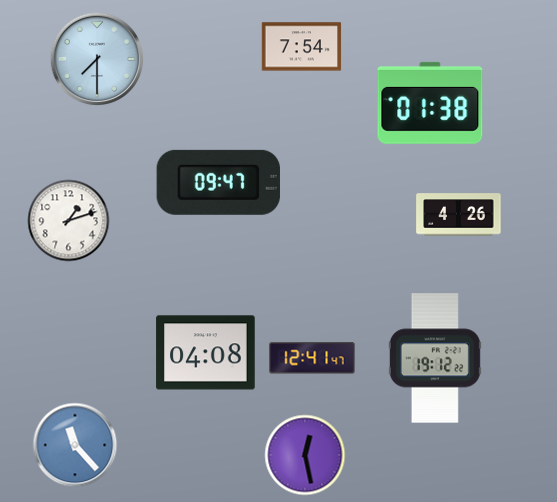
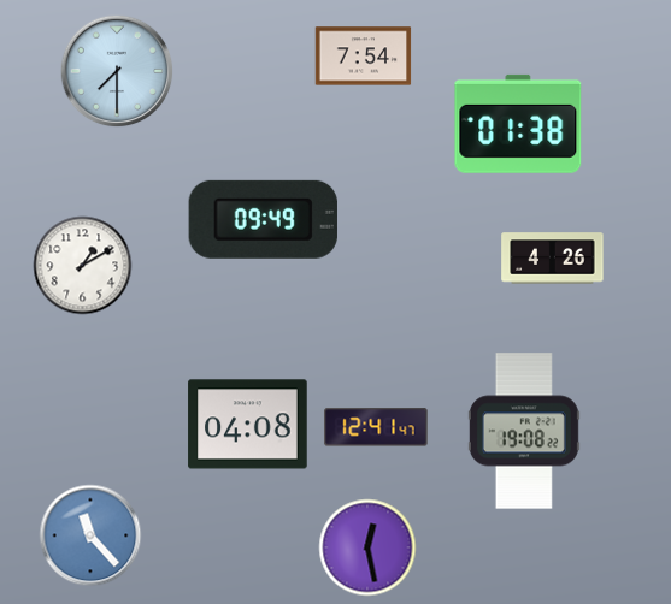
clock at (218, 182): 09:47 -> 09:49
clock at (69, 221): 1:12 -> 1:10
clock at (312, 358) position: (312, 358) -> (376, 427)
clock at (435, 358): 19:12 -> 19:08
